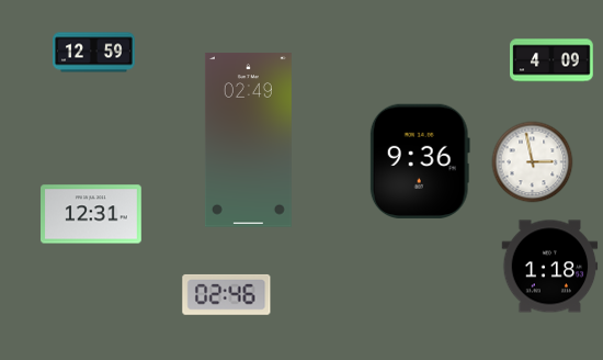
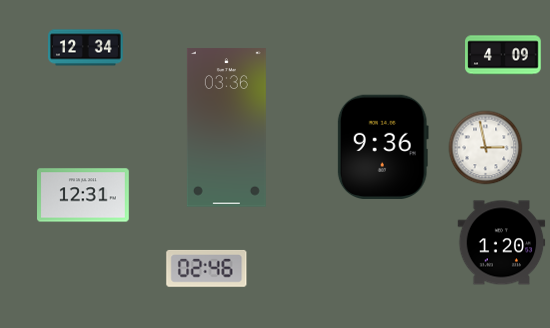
clock at (94, 53): 12:59 -> 12:34
clock at (248, 140): 02:49 -> 03:36
clock at (550, 267): 1:18 -> 1:20
